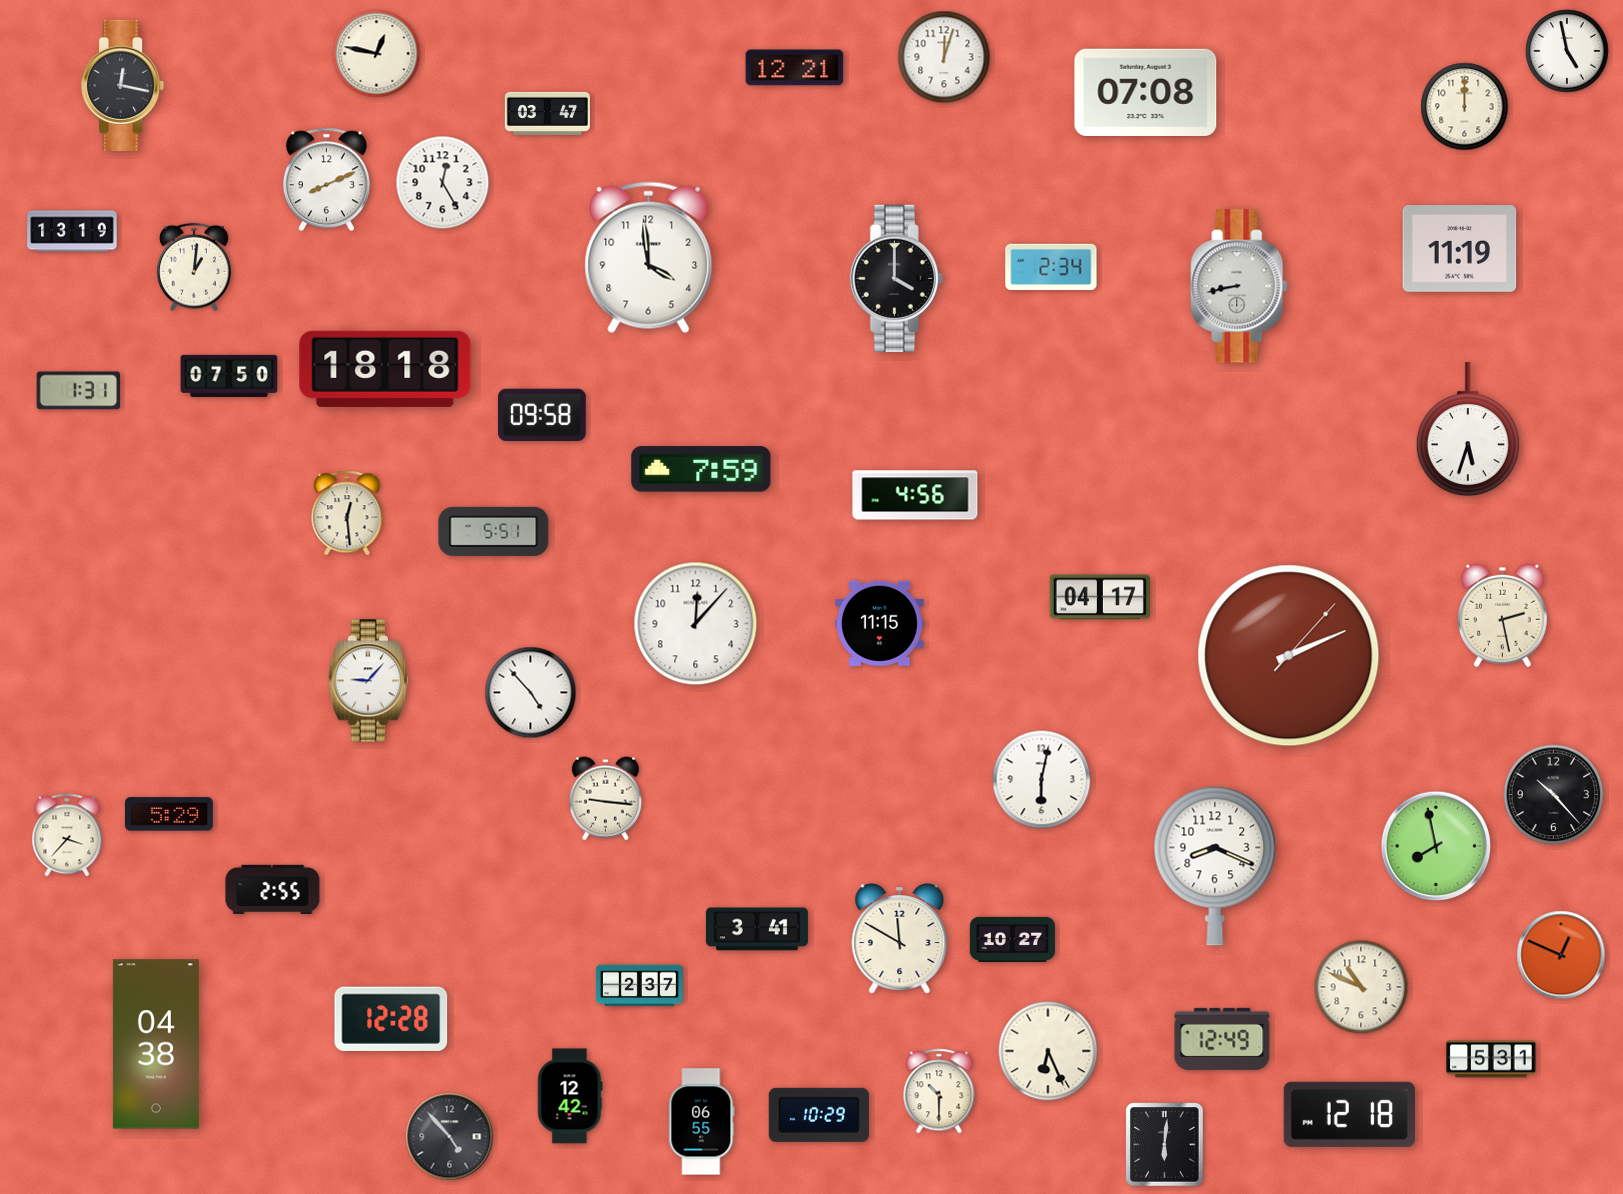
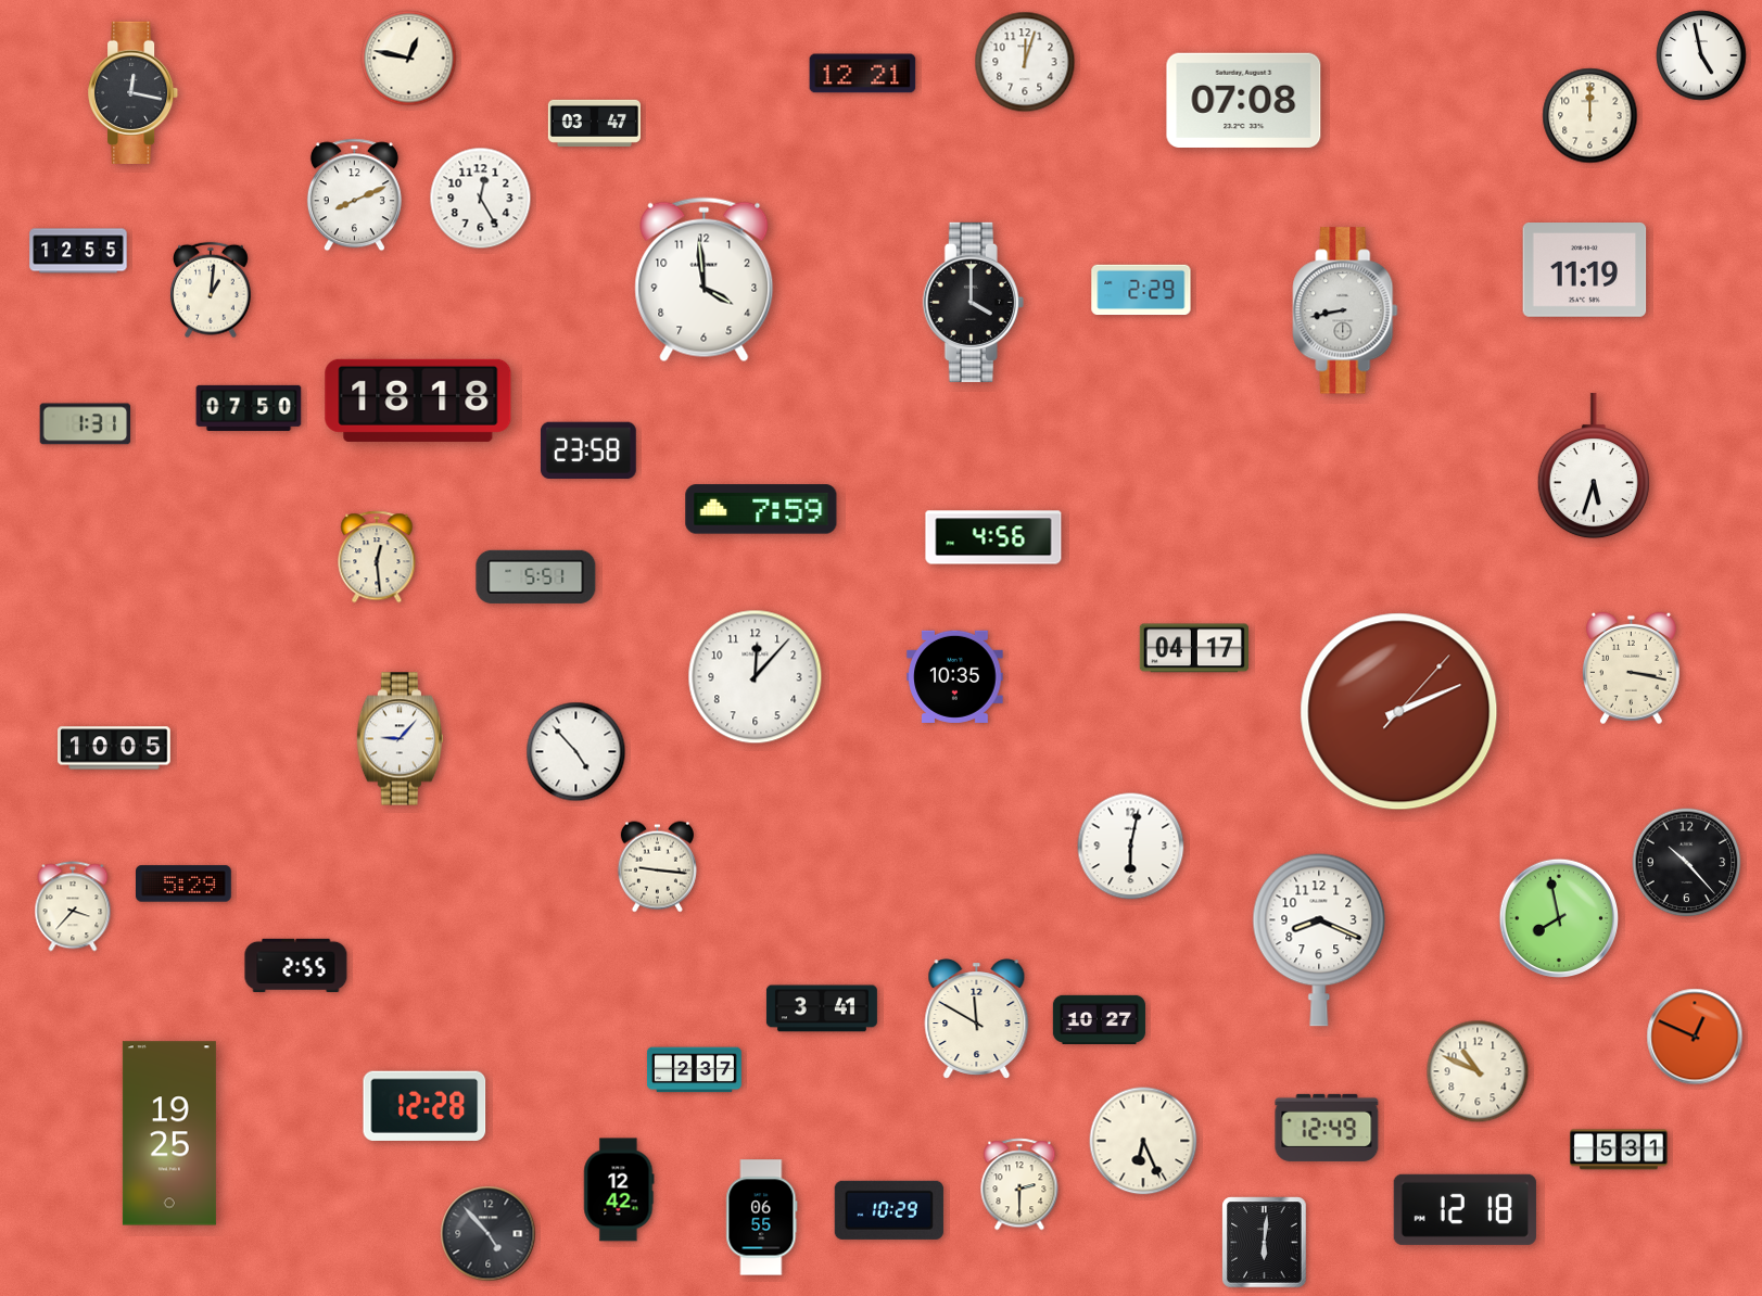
clock at (72, 231): 13:19 -> 12:55
clock at (1051, 267): 2:34 -> 2:29
clock at (542, 414): 09:58 -> 23:58
clock at (1503, 616): 2:28 -> 3:17
clock at (880, 623): 11:15 -> 10:35
clock at (114, 748): none -> 10:05
clock at (156, 1044): 04:38 -> 19:25
clock at (1048, 1051) position: (1048, 1051) -> (1143, 1141)
clock at (939, 1091): 10:30 -> 2:30
